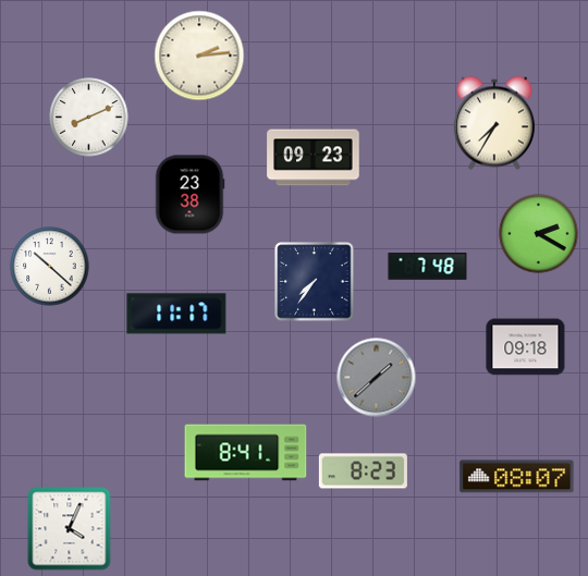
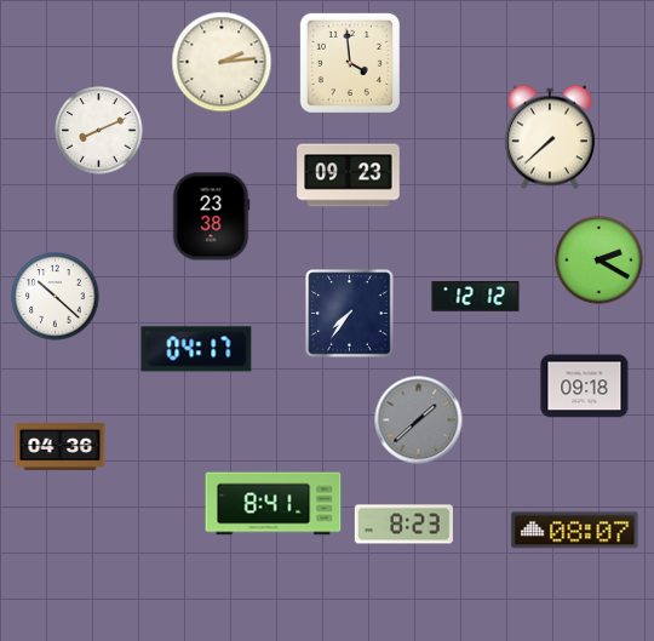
clock at (350, 63): none -> 3:59
clock at (494, 123): 7:35 -> 7:38
clock at (428, 267): 7:48 -> 12:12
clock at (176, 314): 11:17 -> 04:17
clock at (61, 446): none -> 04:36
clock at (70, 529): 4:04 -> none
